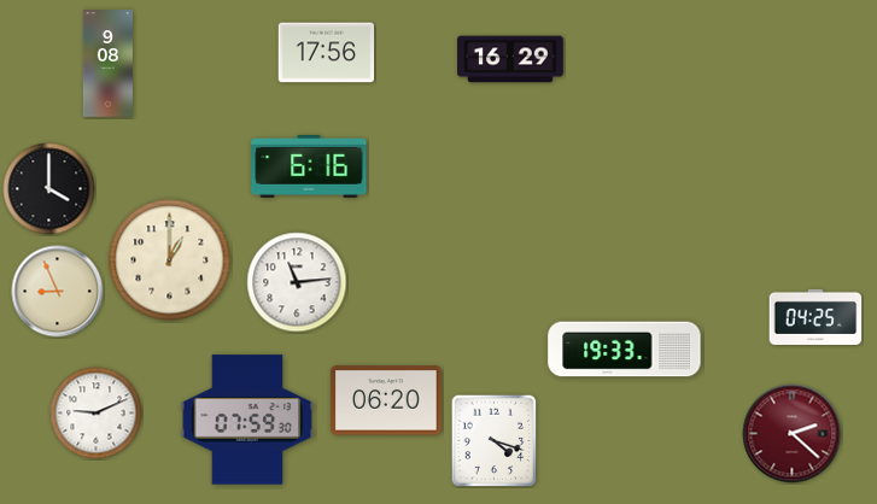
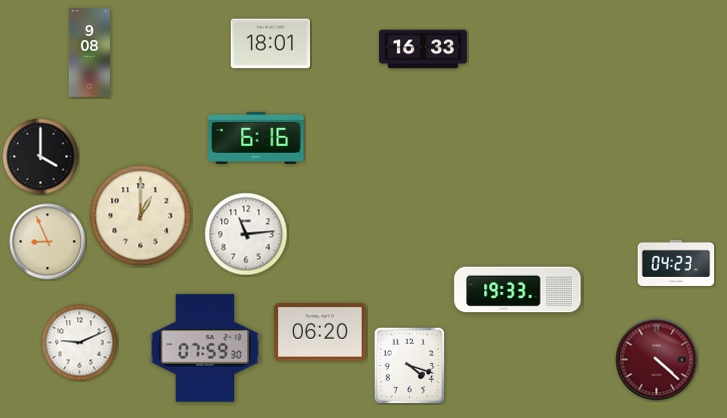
clock at (327, 53): 17:56 -> 18:01
clock at (510, 59): 16:29 -> 16:33
clock at (815, 317): 04:25 -> 04:23
clock at (793, 434): 2:22 -> 4:22
